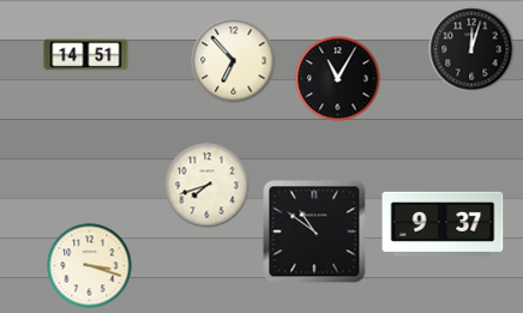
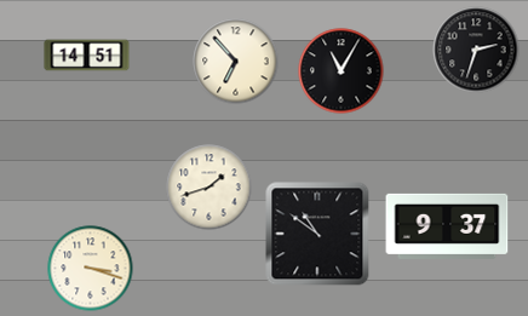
clock at (471, 49): 12:03 -> 2:33
clock at (338, 79) position: (338, 79) -> (342, 71)
clock at (208, 186): 7:42 -> 1:42
